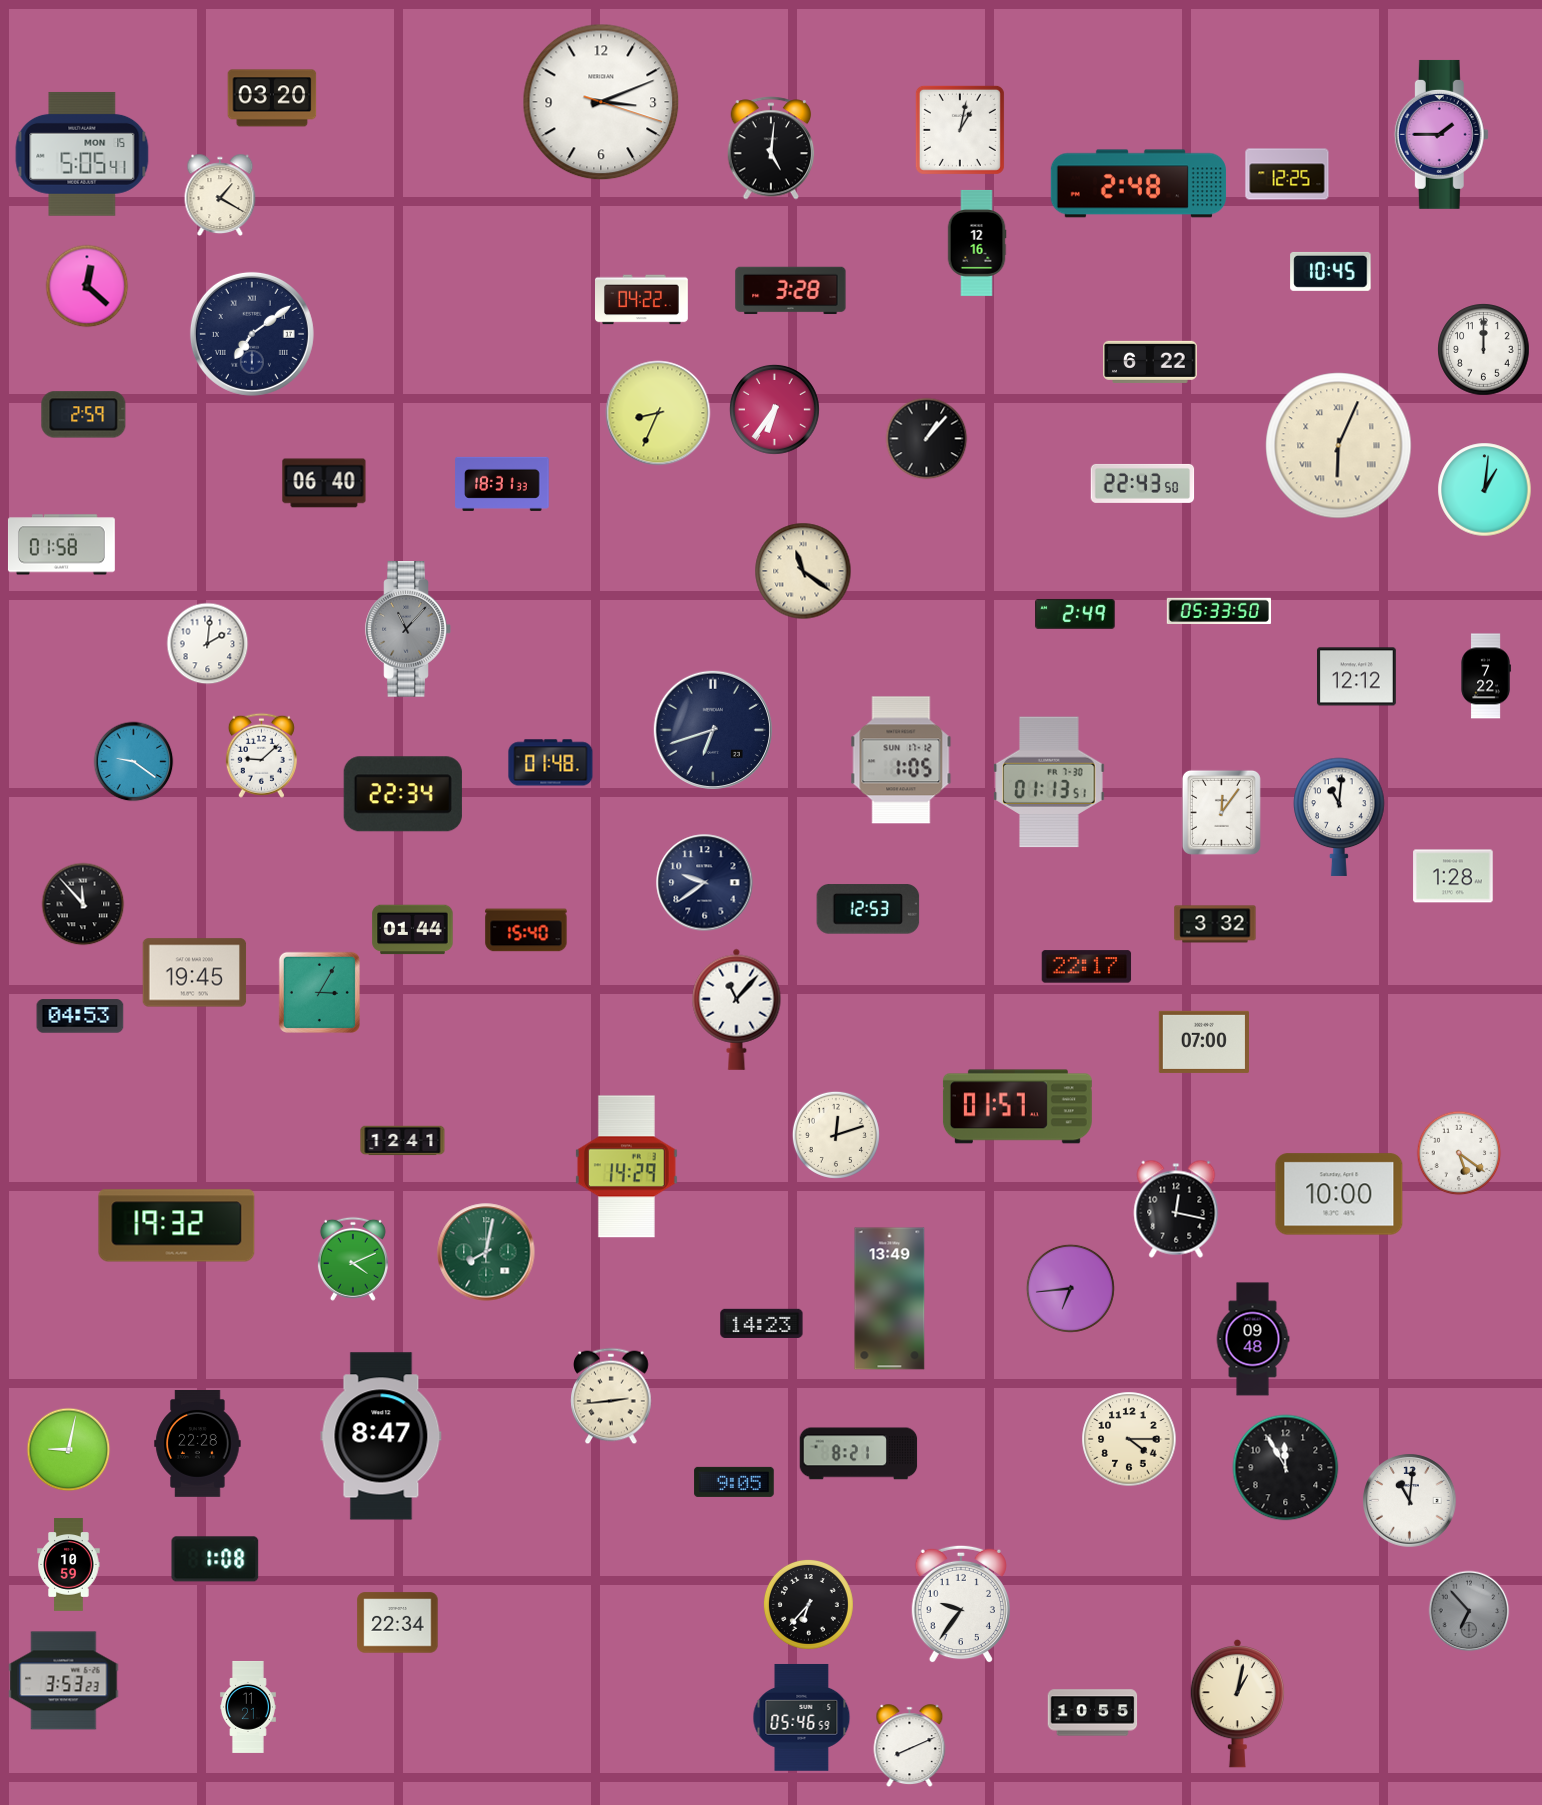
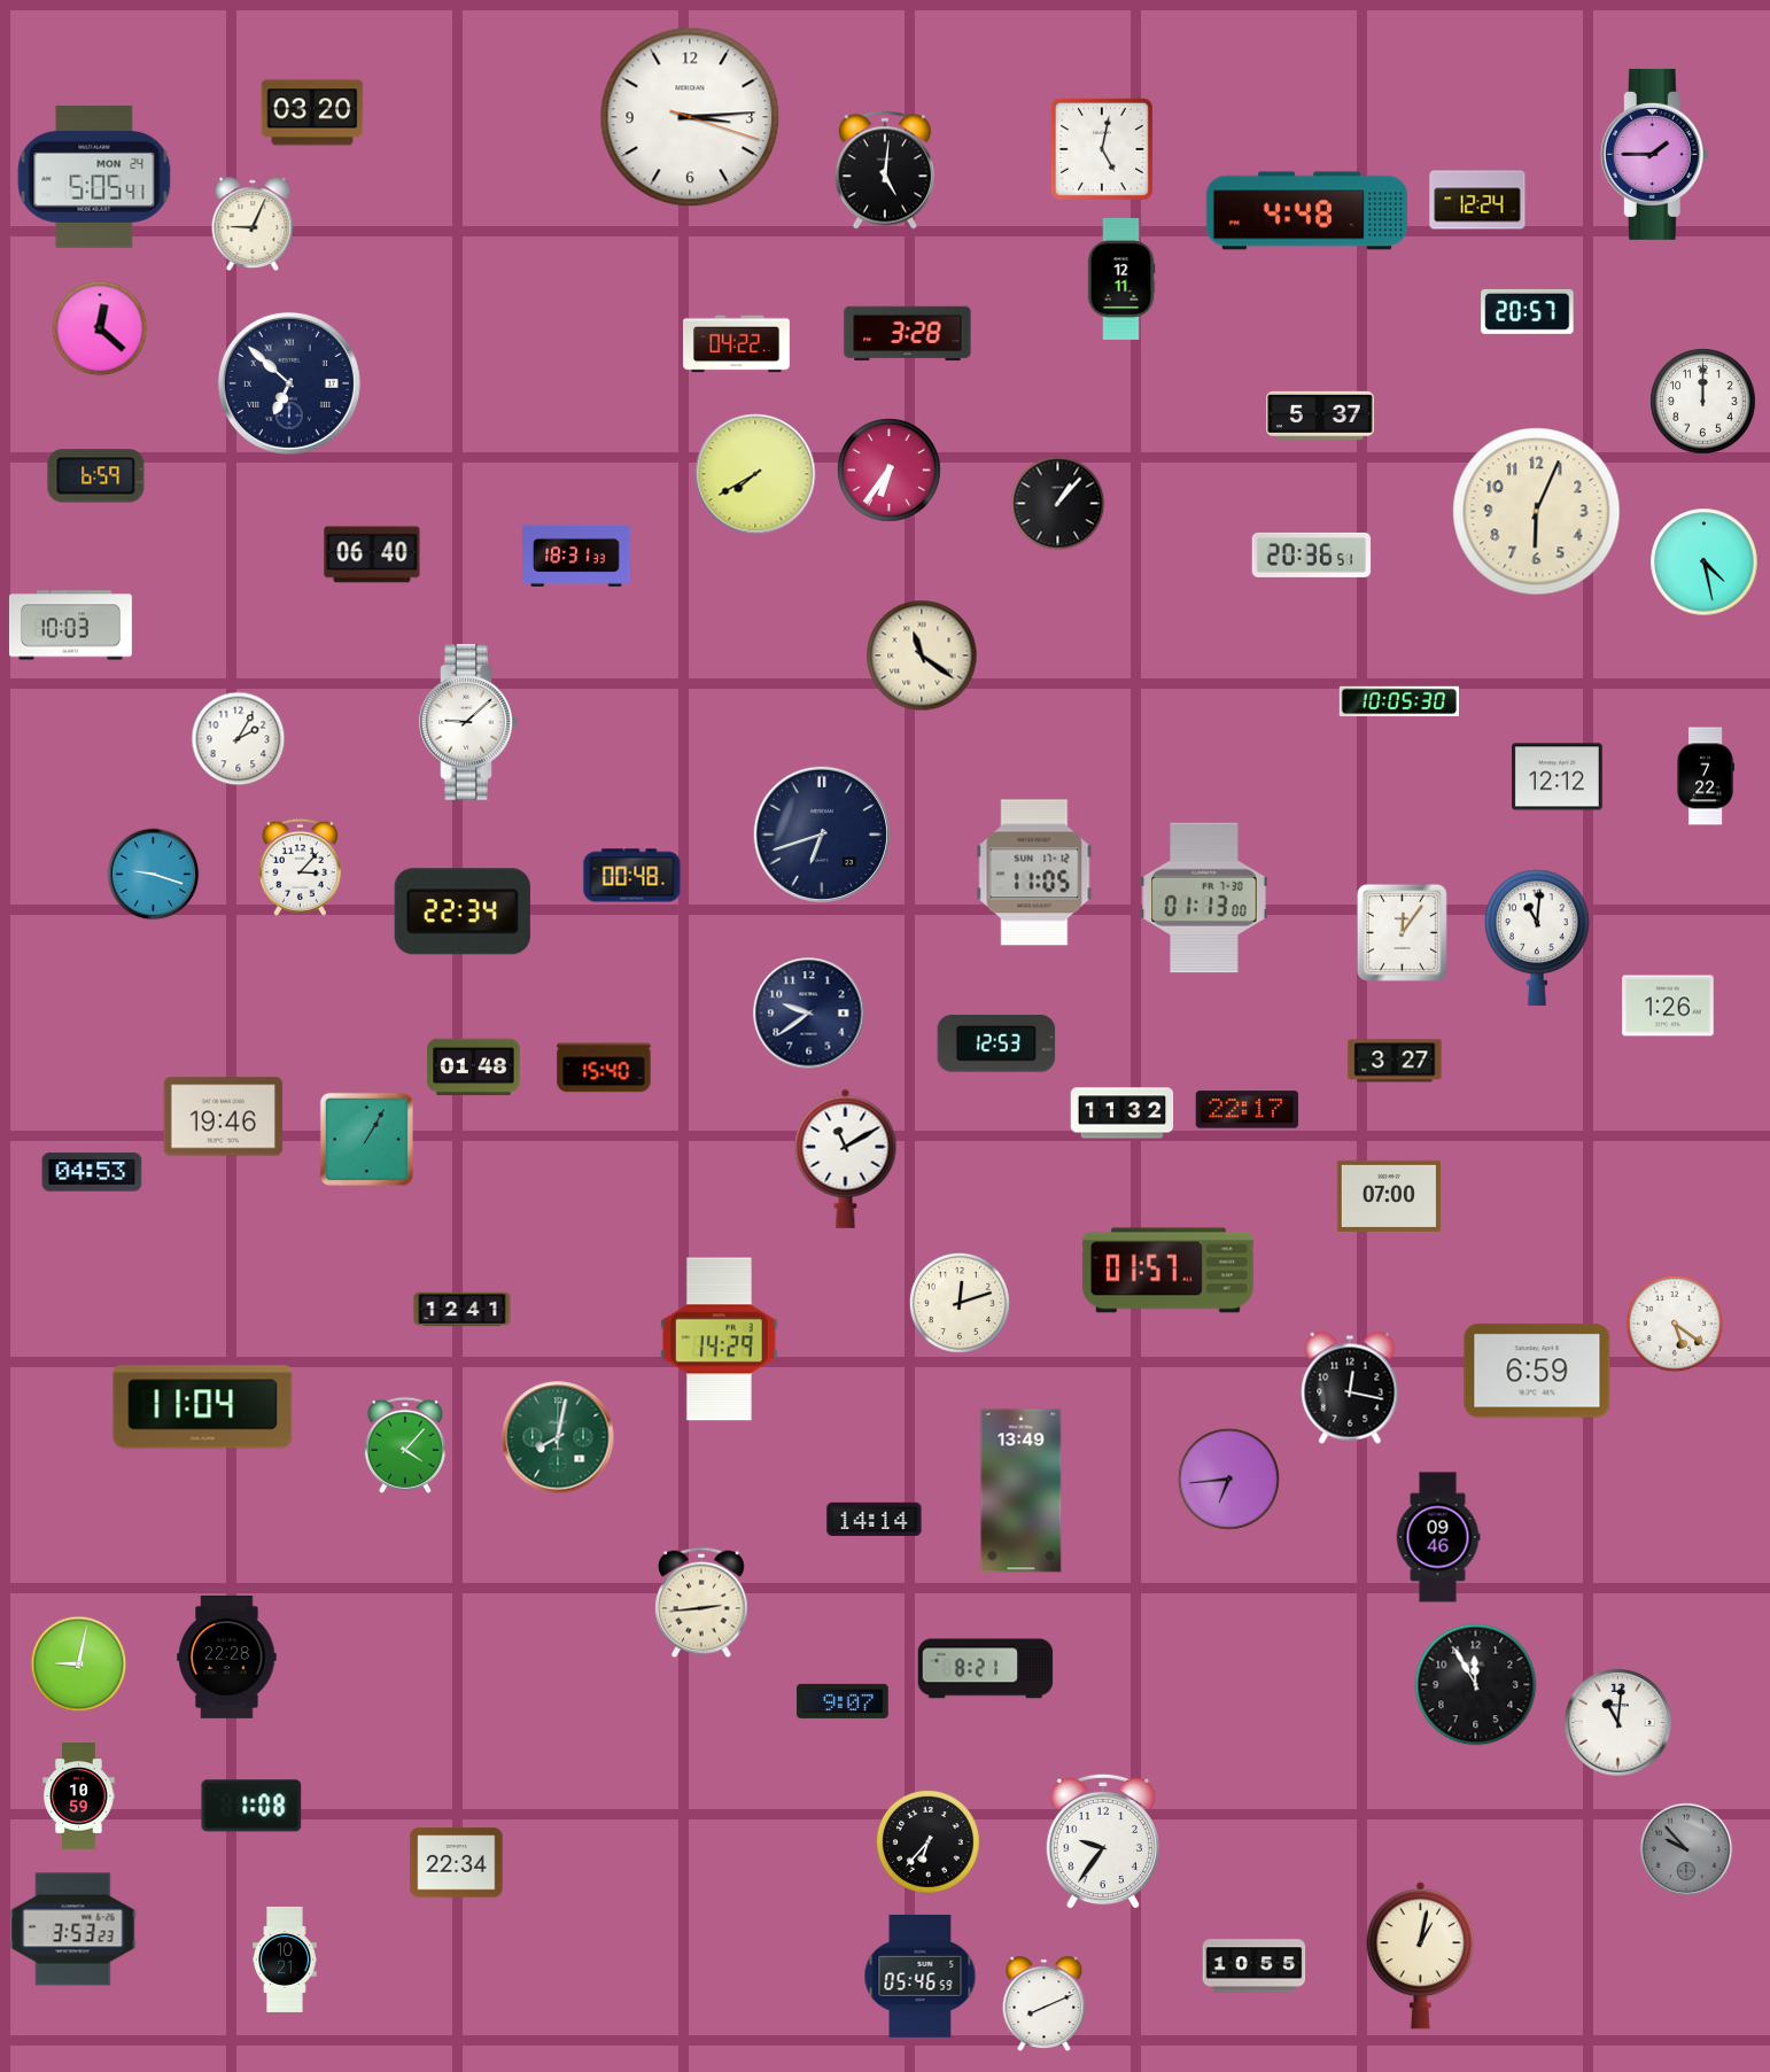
clock at (601, 102): 3:11 -> 3:14
clock at (960, 130): 1:02 -> 5:02
clock at (82, 154) date: MON 15 -> MON 24
clock at (1287, 174): 12:25 -> 12:24
clock at (1138, 184): 2:48 -> 4:48
clock at (220, 194): 1:20 -> 9:04
clock at (977, 243): 12:16 -> 12:11
clock at (1331, 271): 10:45 -> 20:57
clock at (252, 334): 7:09 -> 6:52
clock at (1150, 362): 6:22 -> 5:37
clock at (658, 413): 8:34 -> 7:40
clock at (84, 415): 2:59 -> 6:59
clock at (927, 439) position: (927, 439) -> (1058, 504)
clock at (1339, 446) numerals: Roman -> Arabic
clock at (1143, 483): 22:43 -> 20:36
clock at (1485, 490): 1:01 -> 4:28
clock at (61, 545): 01:58 -> 10:03
clock at (1218, 610): 05:33 -> 10:05
clock at (1075, 614): 2:49 -> none
clock at (408, 630): 11:07 -> 9:08
clock at (408, 630) dial: grey -> white
clock at (208, 644): 2:01 -> 2:05
clock at (713, 730) position: (713, 730) -> (822, 835)
clock at (261, 755): 9:08 -> 3:07
clock at (901, 760): 1:05 -> 11:05
clock at (134, 762): 9:21 -> 9:18
clock at (551, 763): 01:48 -> 00:48
clock at (1049, 782): 01:13:51 -> 01:13:00
clock at (1453, 876): 1:28 -> 1:26
clock at (83, 904): 11:53 -> none
clock at (1215, 924): 3:32 -> 3:27
clock at (413, 930): 01:44 -> 01:48
clock at (1123, 1113): none -> 11:32
clock at (195, 973): 19:45 -> 19:46
clock at (319, 992): 3:05 -> 1:05
clock at (737, 1009): 11:07 -> 11:10
clock at (80, 1016) position: (80, 1016) -> (92, 1172)
clock at (1203, 1042) position: (1203, 1042) -> (1388, 1196)
clock at (1339, 1194): 10:00 -> 6:59
clock at (177, 1226): 19:32 -> 11:04
clock at (353, 1259): 4:11 -> 4:07
clock at (762, 1323): 14:23 -> 14:14
clock at (1253, 1339): 09:48 -> 09:46
clock at (381, 1436): 8:47 -> none
clock at (1129, 1439): 4:15 -> none
clock at (734, 1482): 9:05 -> 9:07
clock at (215, 1559) position: (215, 1559) -> (251, 1806)
clock at (1469, 1611): 6:53 -> 9:53
clock at (248, 1707): 11:21 -> 10:21
clock at (802, 1717) position: (802, 1717) -> (921, 1976)
